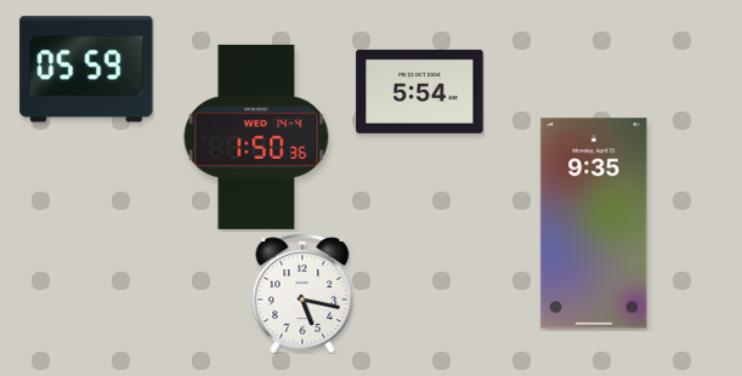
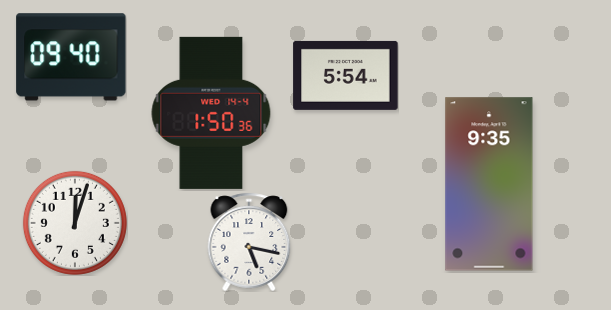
clock at (86, 69): 05:59 -> 09:40
clock at (75, 223): none -> 12:03
